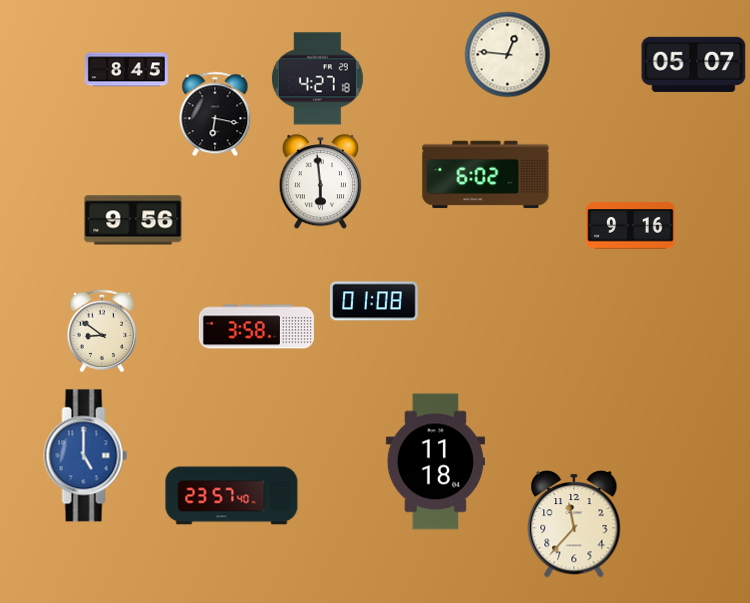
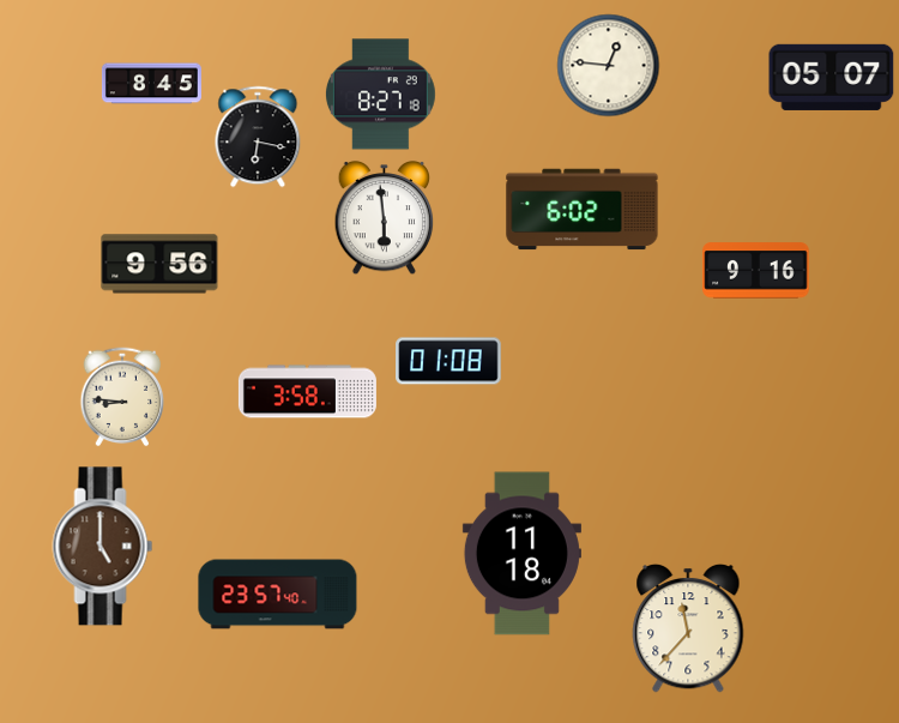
clock at (317, 79): 4:27 -> 8:27
clock at (102, 331): 8:51 -> 8:46
clock at (86, 456) dial: blue -> brown
